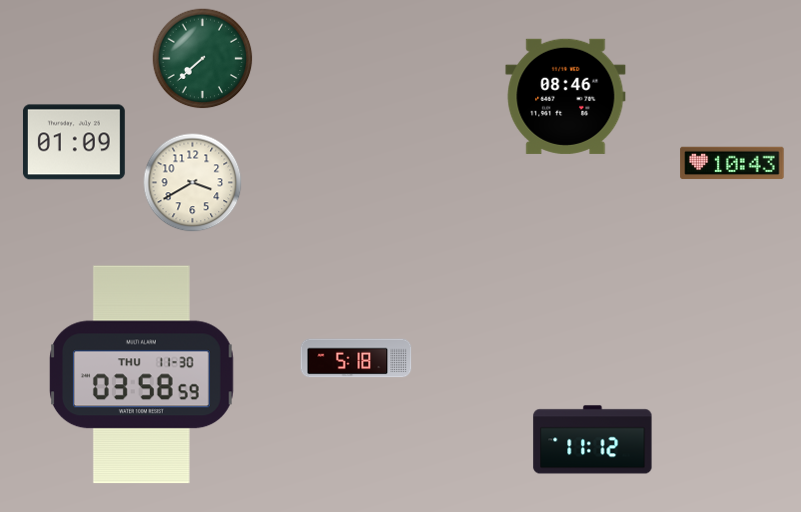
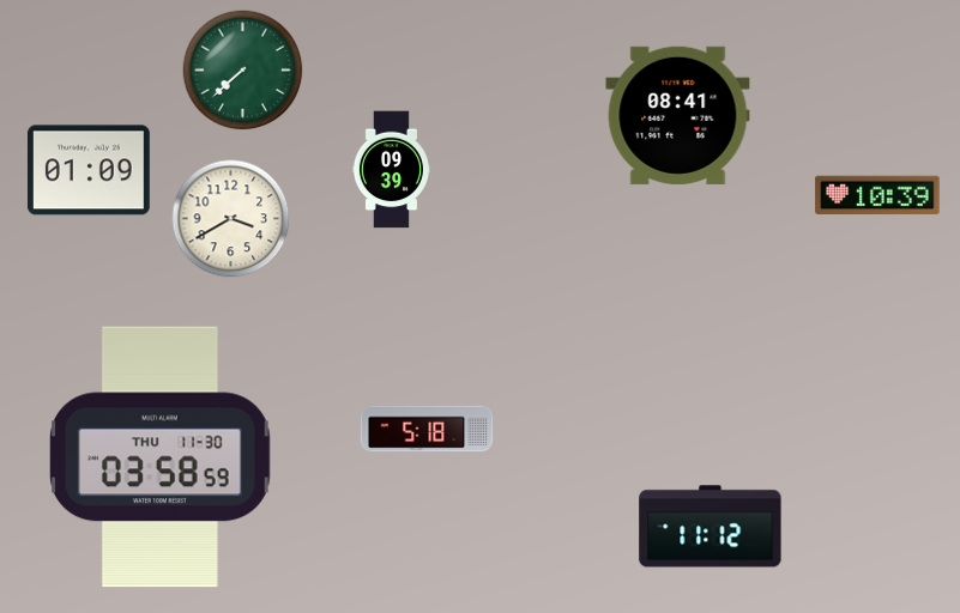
clock at (566, 96): 08:46 -> 08:41
clock at (391, 170): none -> 09:39
clock at (732, 163): 10:43 -> 10:39
clock at (142, 375) position: (142, 375) -> (161, 457)
